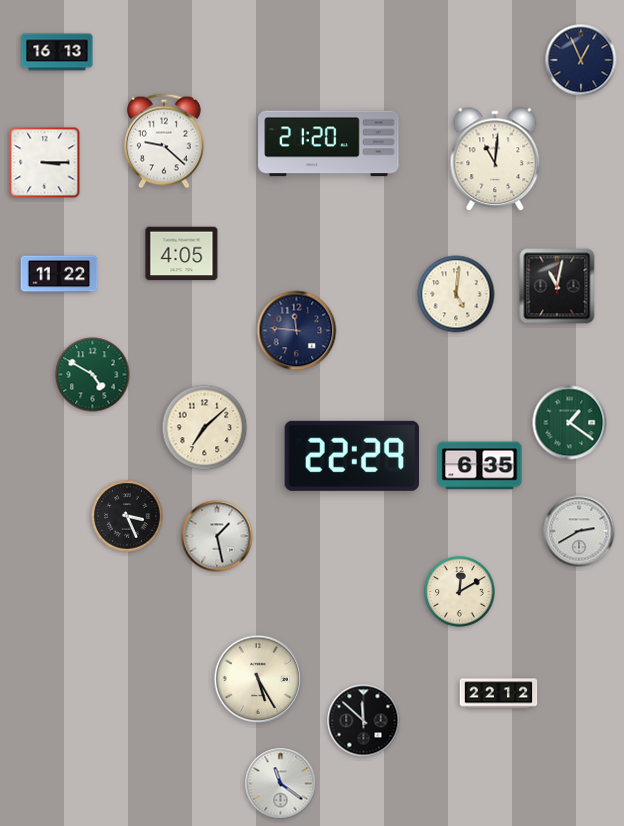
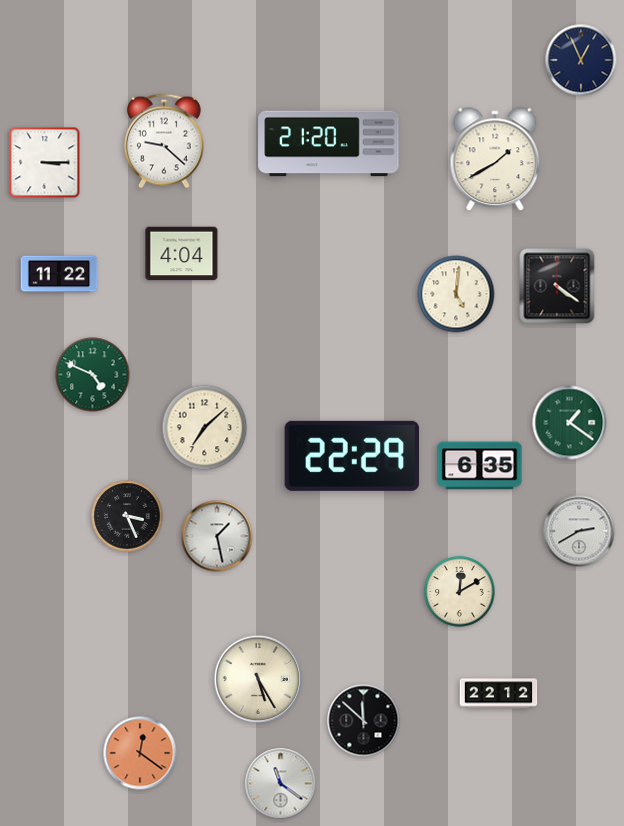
clock at (57, 52): 16:13 -> none
clock at (495, 160): 11:01 -> 1:40
clock at (182, 254): 4:05 -> 4:04
clock at (557, 286): 11:02 -> 4:21
clock at (297, 331): 11:46 -> none
clock at (93, 375): 4:50 -> 4:49
clock at (140, 753): none -> 12:21
